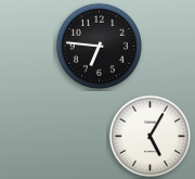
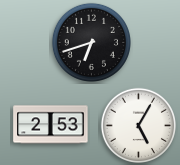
clock at (99, 46): 6:46 -> 6:42
clock at (51, 125): none -> 2:53
